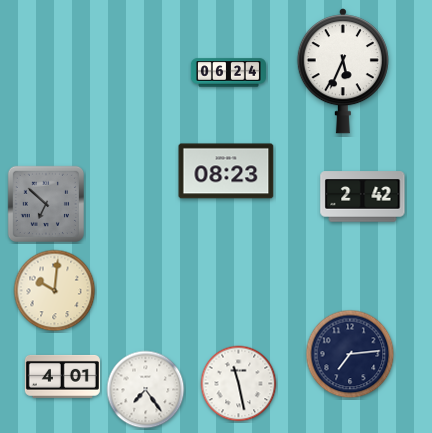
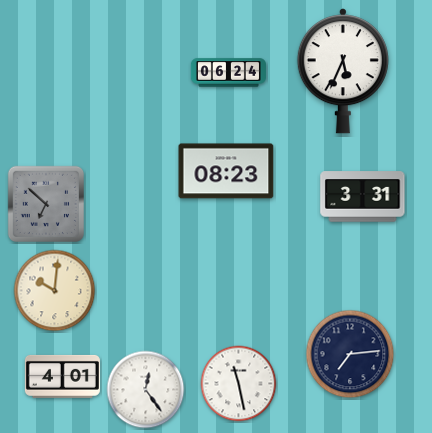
clock at (363, 197): 2:42 -> 3:31
clock at (146, 390): 7:24 -> 12:24
